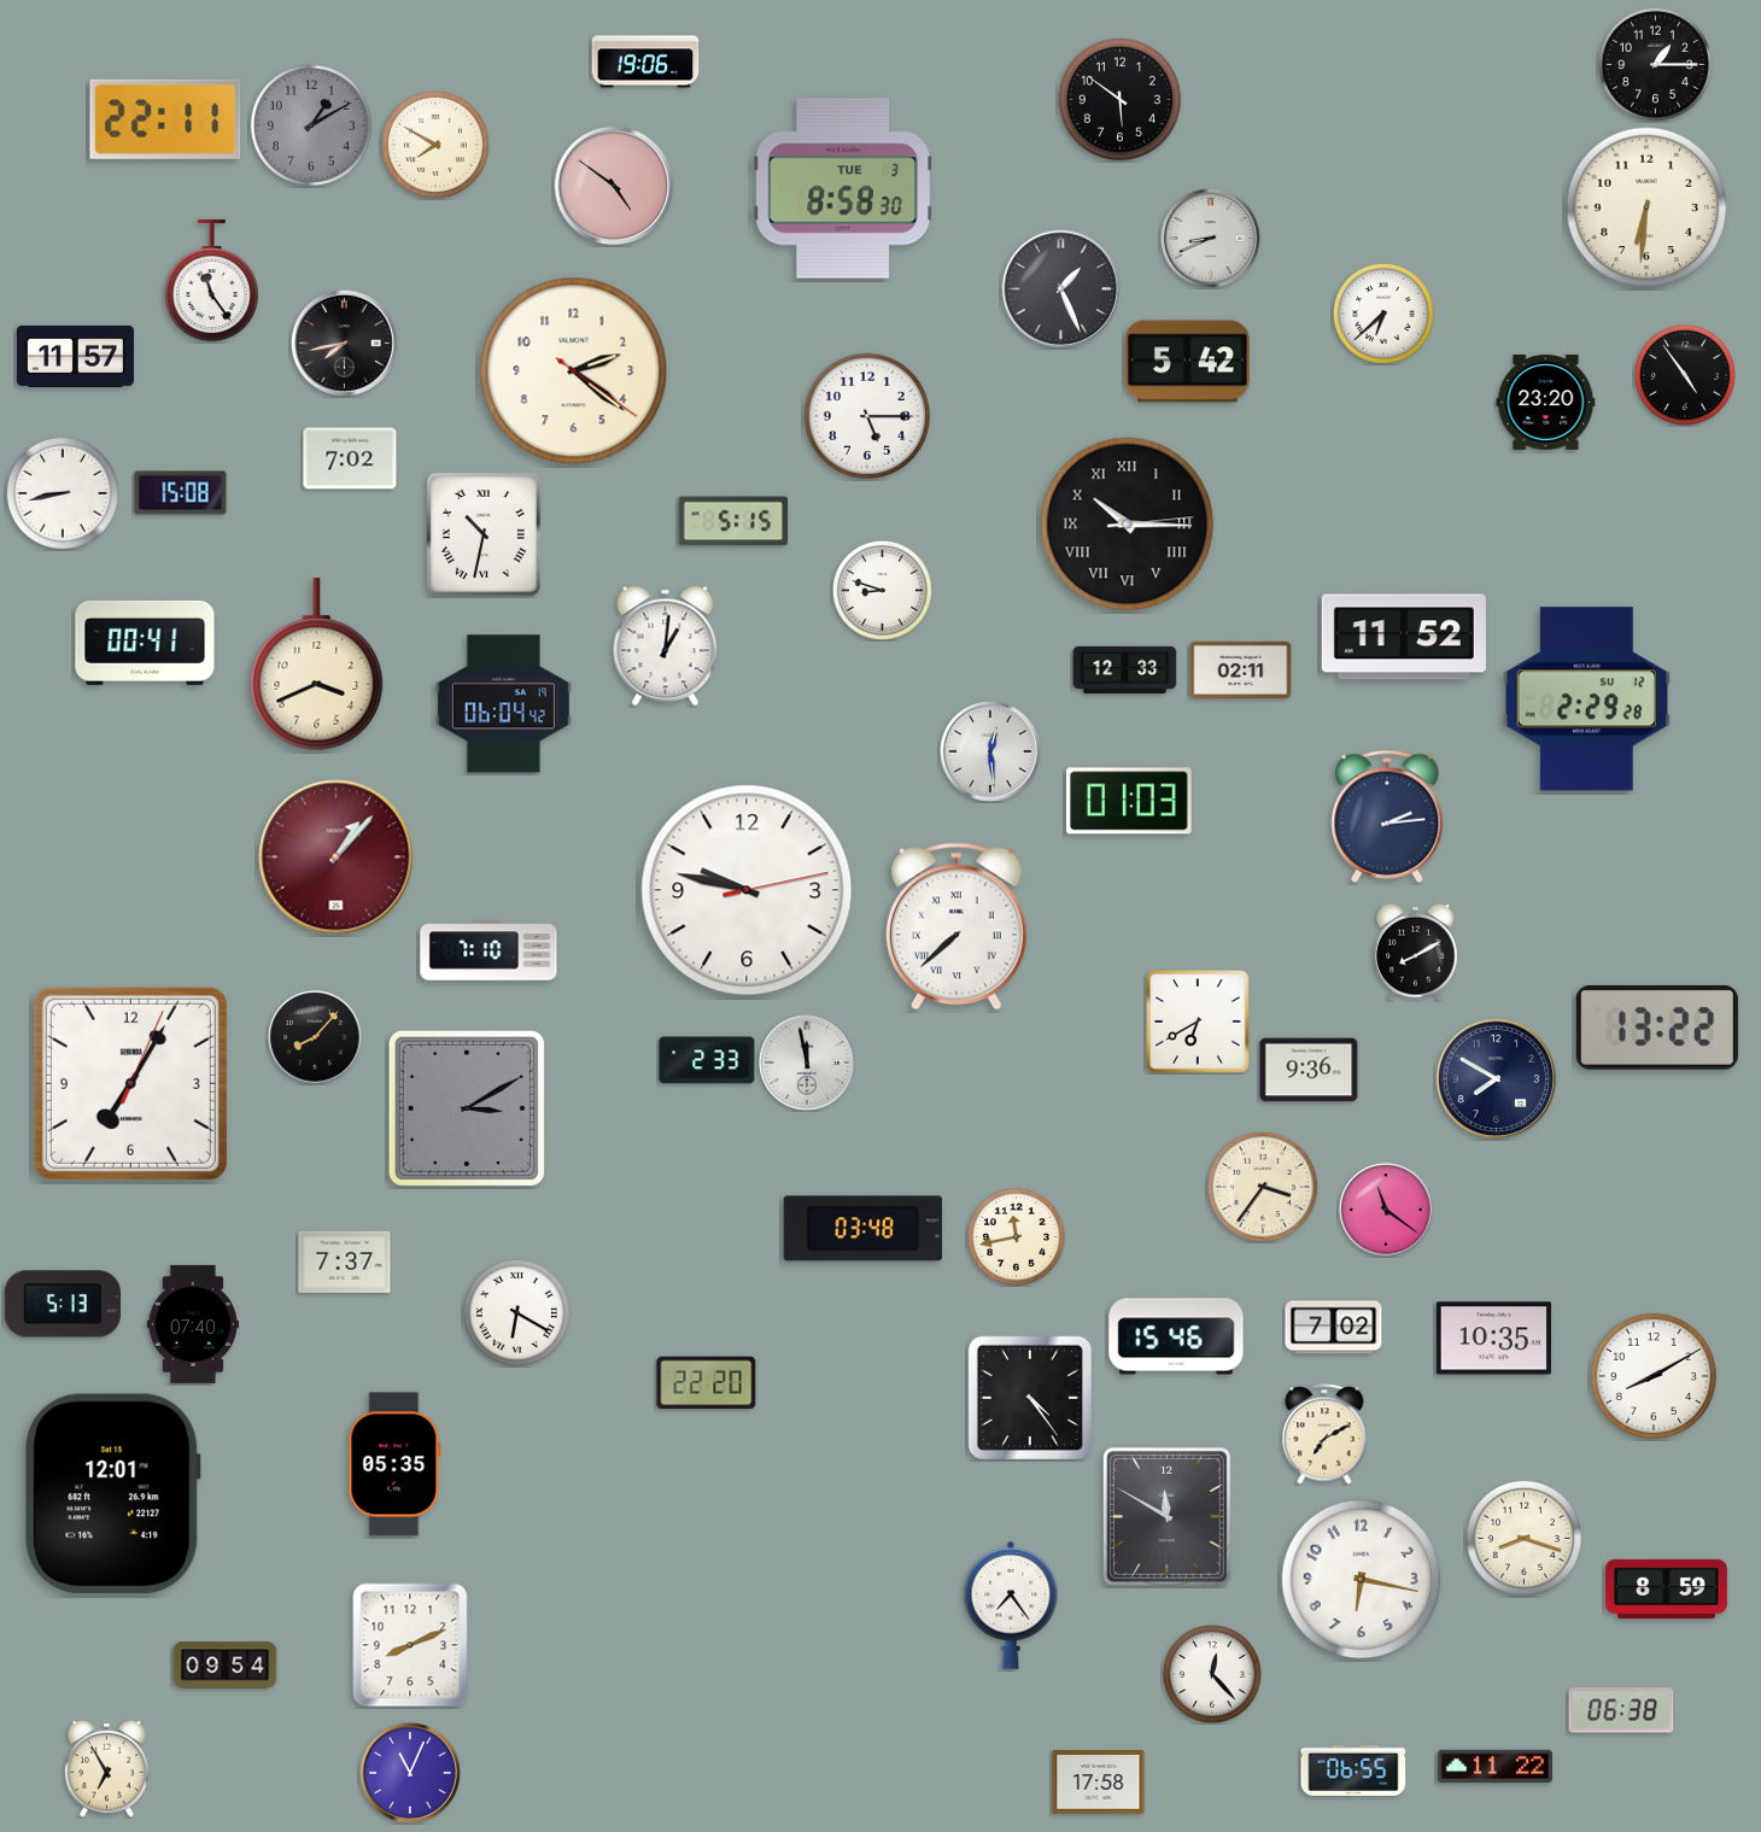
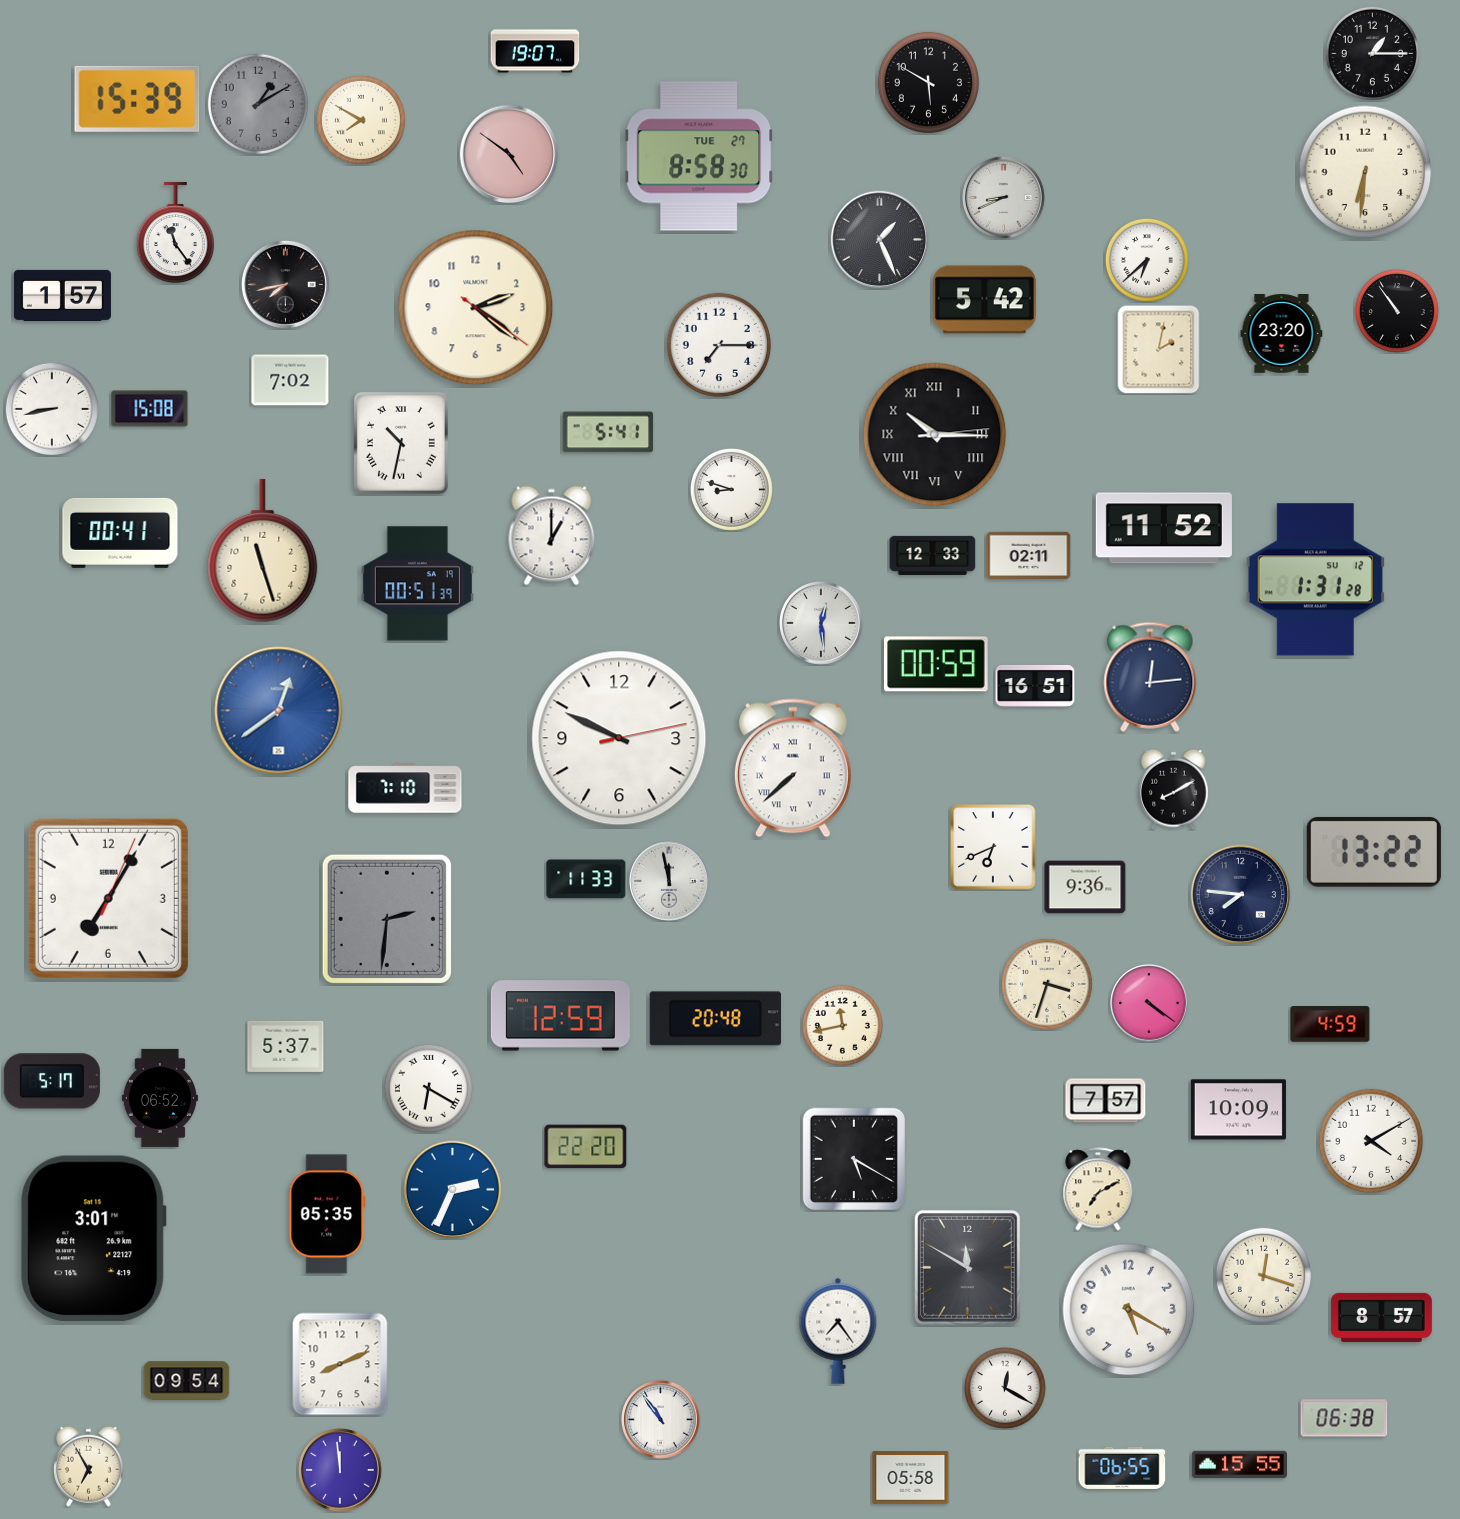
clock at (645, 62): 19:06 -> 19:07
clock at (1119, 99): 5:51 -> 5:50
clock at (165, 119): 22:11 -> 15:39
clock at (843, 188) date: TUE 3 -> TUE 27
clock at (75, 356): 11:57 -> 1:57
clock at (1685, 375): 4:54 -> 10:54
clock at (867, 416): 5:15 -> 7:15
clock at (1159, 350): none -> 2:02
clock at (733, 521): 5:15 -> 5:41
clock at (666, 646): 1:01 -> 1:00
clock at (317, 666): 3:41 -> 11:27
clock at (1586, 700): 2:29 -> 1:31
clock at (503, 704): 06:04 -> 00:51
clock at (1130, 801): 01:03 -> 00:59
clock at (1387, 817): 2:14 -> 12:14
clock at (1035, 686): none -> 16:51
clock at (337, 858): 1:07 -> 12:39
clock at (337, 858) dial: burgundy -> blue
clock at (747, 890): 9:47 -> 9:49
clock at (1198, 1022): 6:40 -> 6:41
clock at (315, 1037): 8:07 -> none
clock at (707, 1060): 2:33 -> 11:33
clock at (1497, 1079): 7:50 -> 7:46
clock at (467, 1108): 3:10 -> 2:31
clock at (1263, 1187): 3:36 -> 3:33
clock at (1386, 1210): 11:21 -> 4:21
clock at (560, 1016): none -> 12:59
clock at (862, 1229): 03:48 -> 20:48
clock at (1330, 1024): none -> 4:59
clock at (345, 1262): 7:37 -> 5:37
clock at (63, 1304): 5:13 -> 5:17
clock at (193, 1324): 07:40 -> 06:52
clock at (1334, 1328): 7:02 -> 7:57
clock at (1176, 1336): 15:46 -> none
clock at (1493, 1339): 10:35 -> 10:09
clock at (1654, 1376): 8:10 -> 4:10
clock at (1029, 1397): 4:24 -> 5:20
clock at (453, 1190): none -> 2:34
clock at (113, 1494): 12:01 -> 3:01
clock at (1166, 1516) position: (1166, 1516) -> (967, 1267)
clock at (1523, 1538): 8:18 -> 12:18
clock at (1362, 1580): 6:17 -> 5:20
clock at (1666, 1588): 8:59 -> 8:57
clock at (1212, 1674): 12:23 -> 12:20
clock at (661, 1420): none -> 10:54
clock at (1494, 1767): 11:22 -> 15:55
clock at (411, 1774): 11:04 -> 11:59
clock at (1099, 1783): 17:58 -> 05:58
